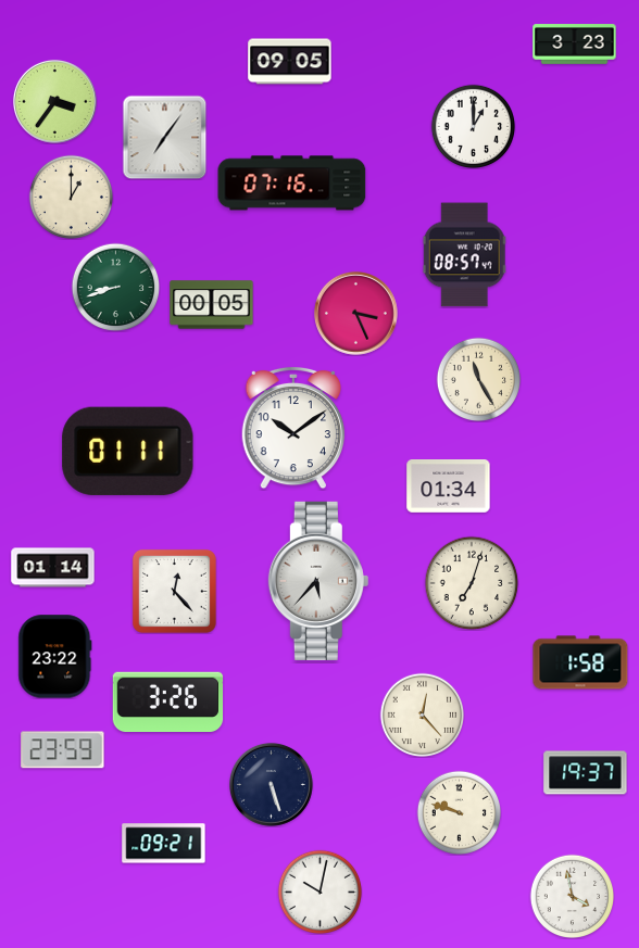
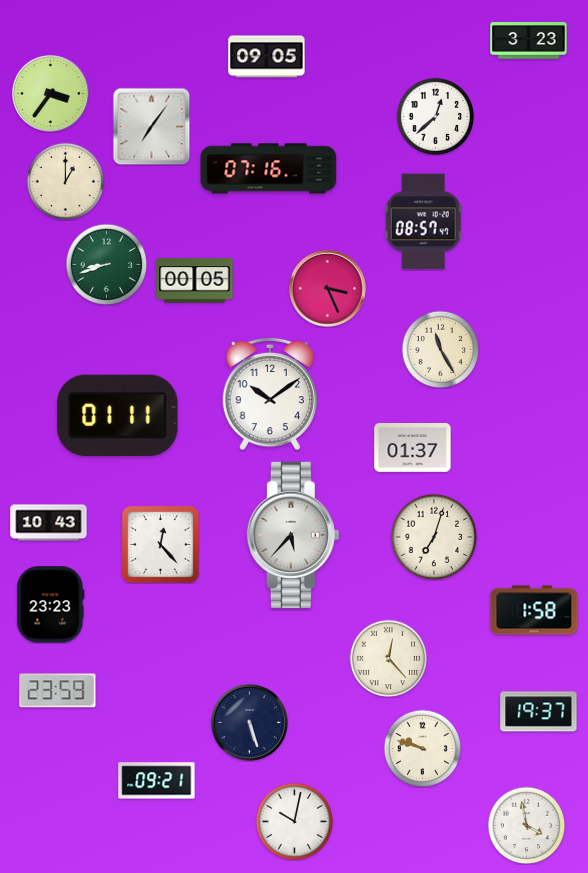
clock at (473, 126): 1:00 -> 12:38
clock at (465, 255) position: (465, 255) -> (424, 222)
clock at (449, 486): 01:34 -> 01:37
clock at (53, 568): 01:14 -> 10:43
clock at (55, 657): 23:22 -> 23:23
clock at (168, 701): 3:26 -> none
clock at (164, 844) position: (164, 844) -> (157, 781)
